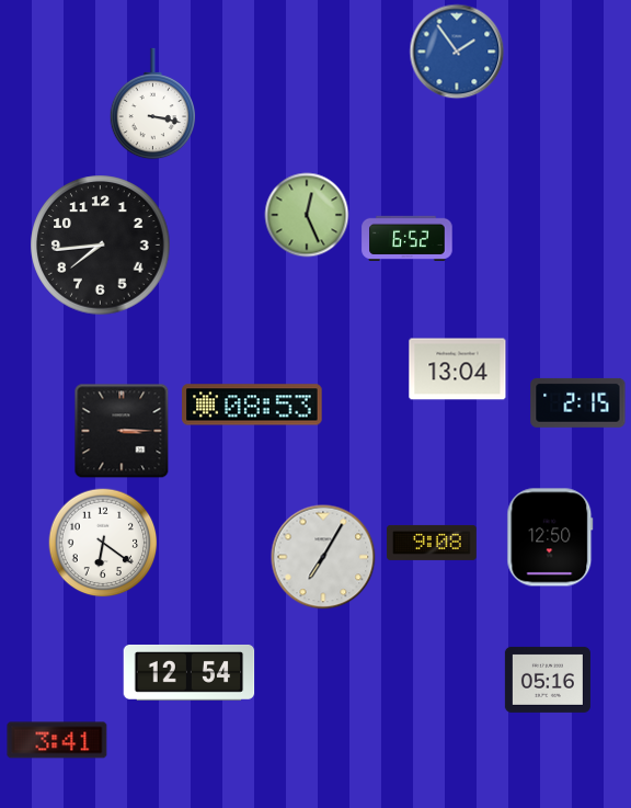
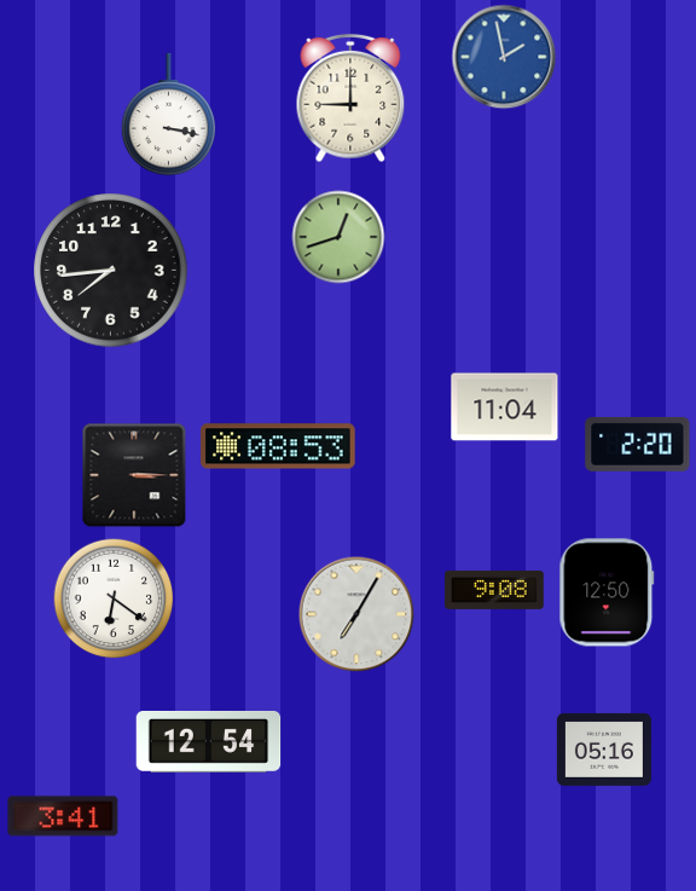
clock at (457, 52): 1:54 -> 1:58
clock at (350, 98): none -> 9:00
clock at (307, 215): 12:26 -> 12:42
clock at (408, 238): 6:52 -> none
clock at (458, 369): 13:04 -> 11:04
clock at (578, 402): 2:15 -> 2:20
clock at (432, 543) position: (432, 543) -> (494, 590)
